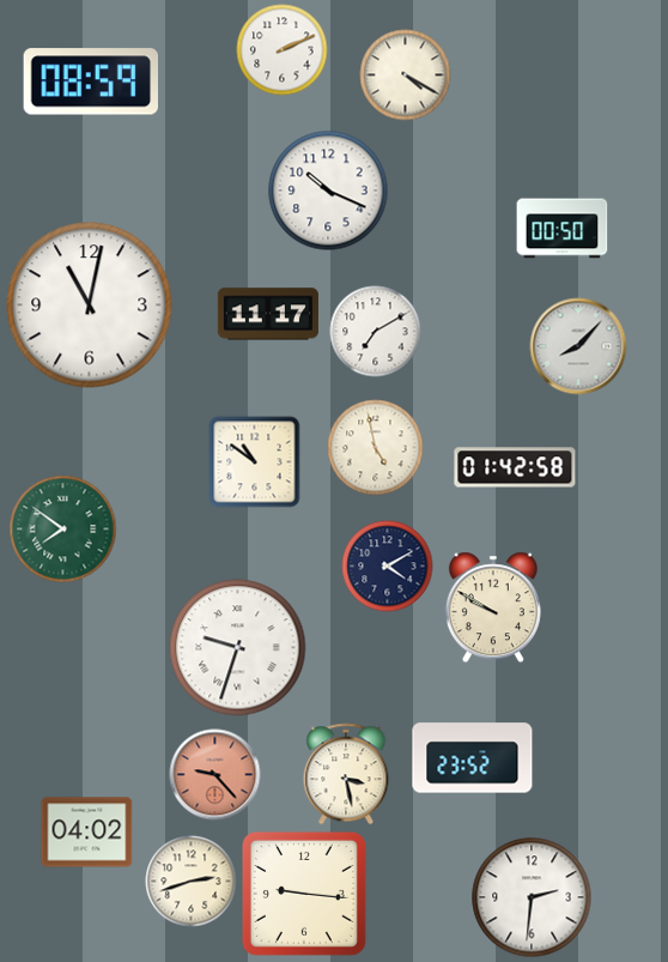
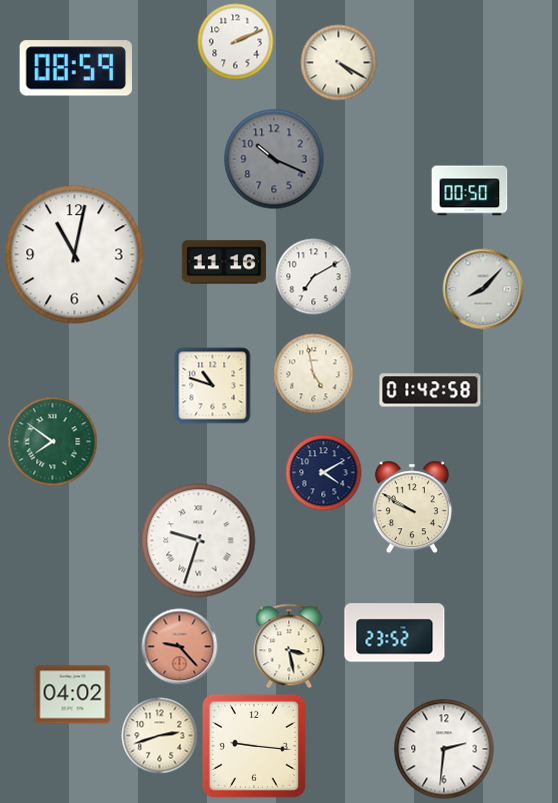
clock at (328, 190) dial: white -> grey
clock at (268, 314): 11:17 -> 11:16
clock at (255, 462): 10:51 -> 10:48
